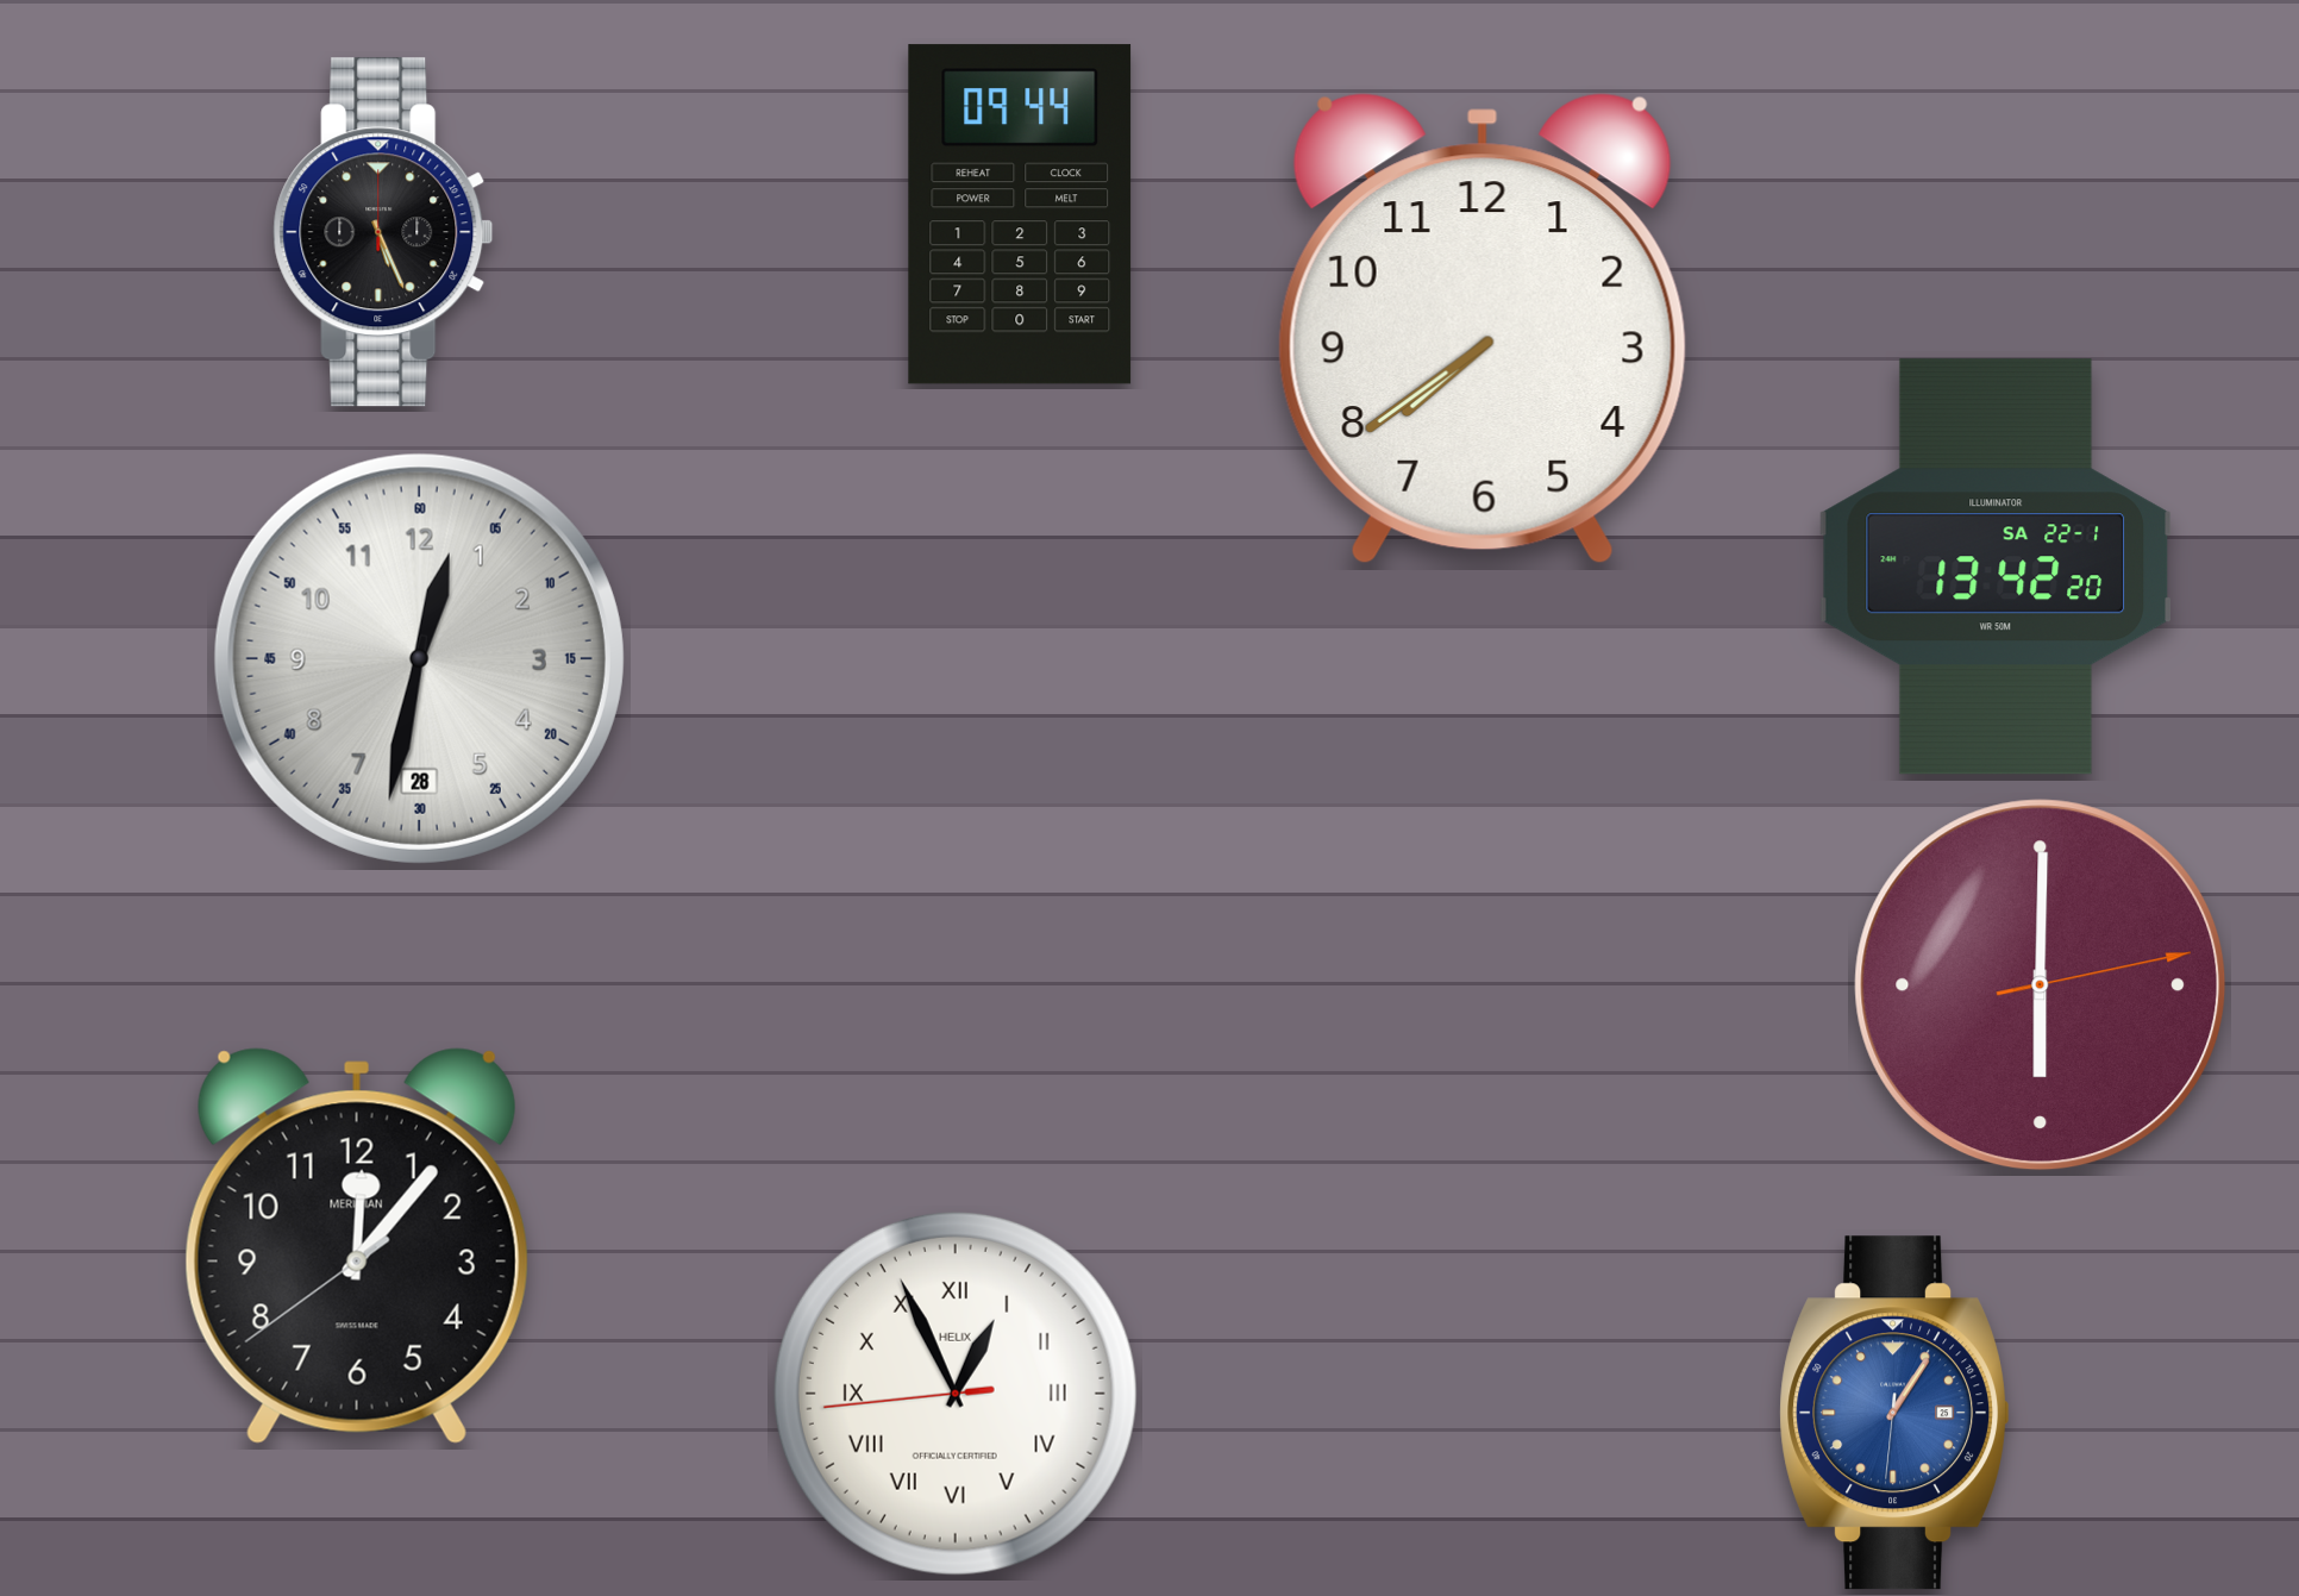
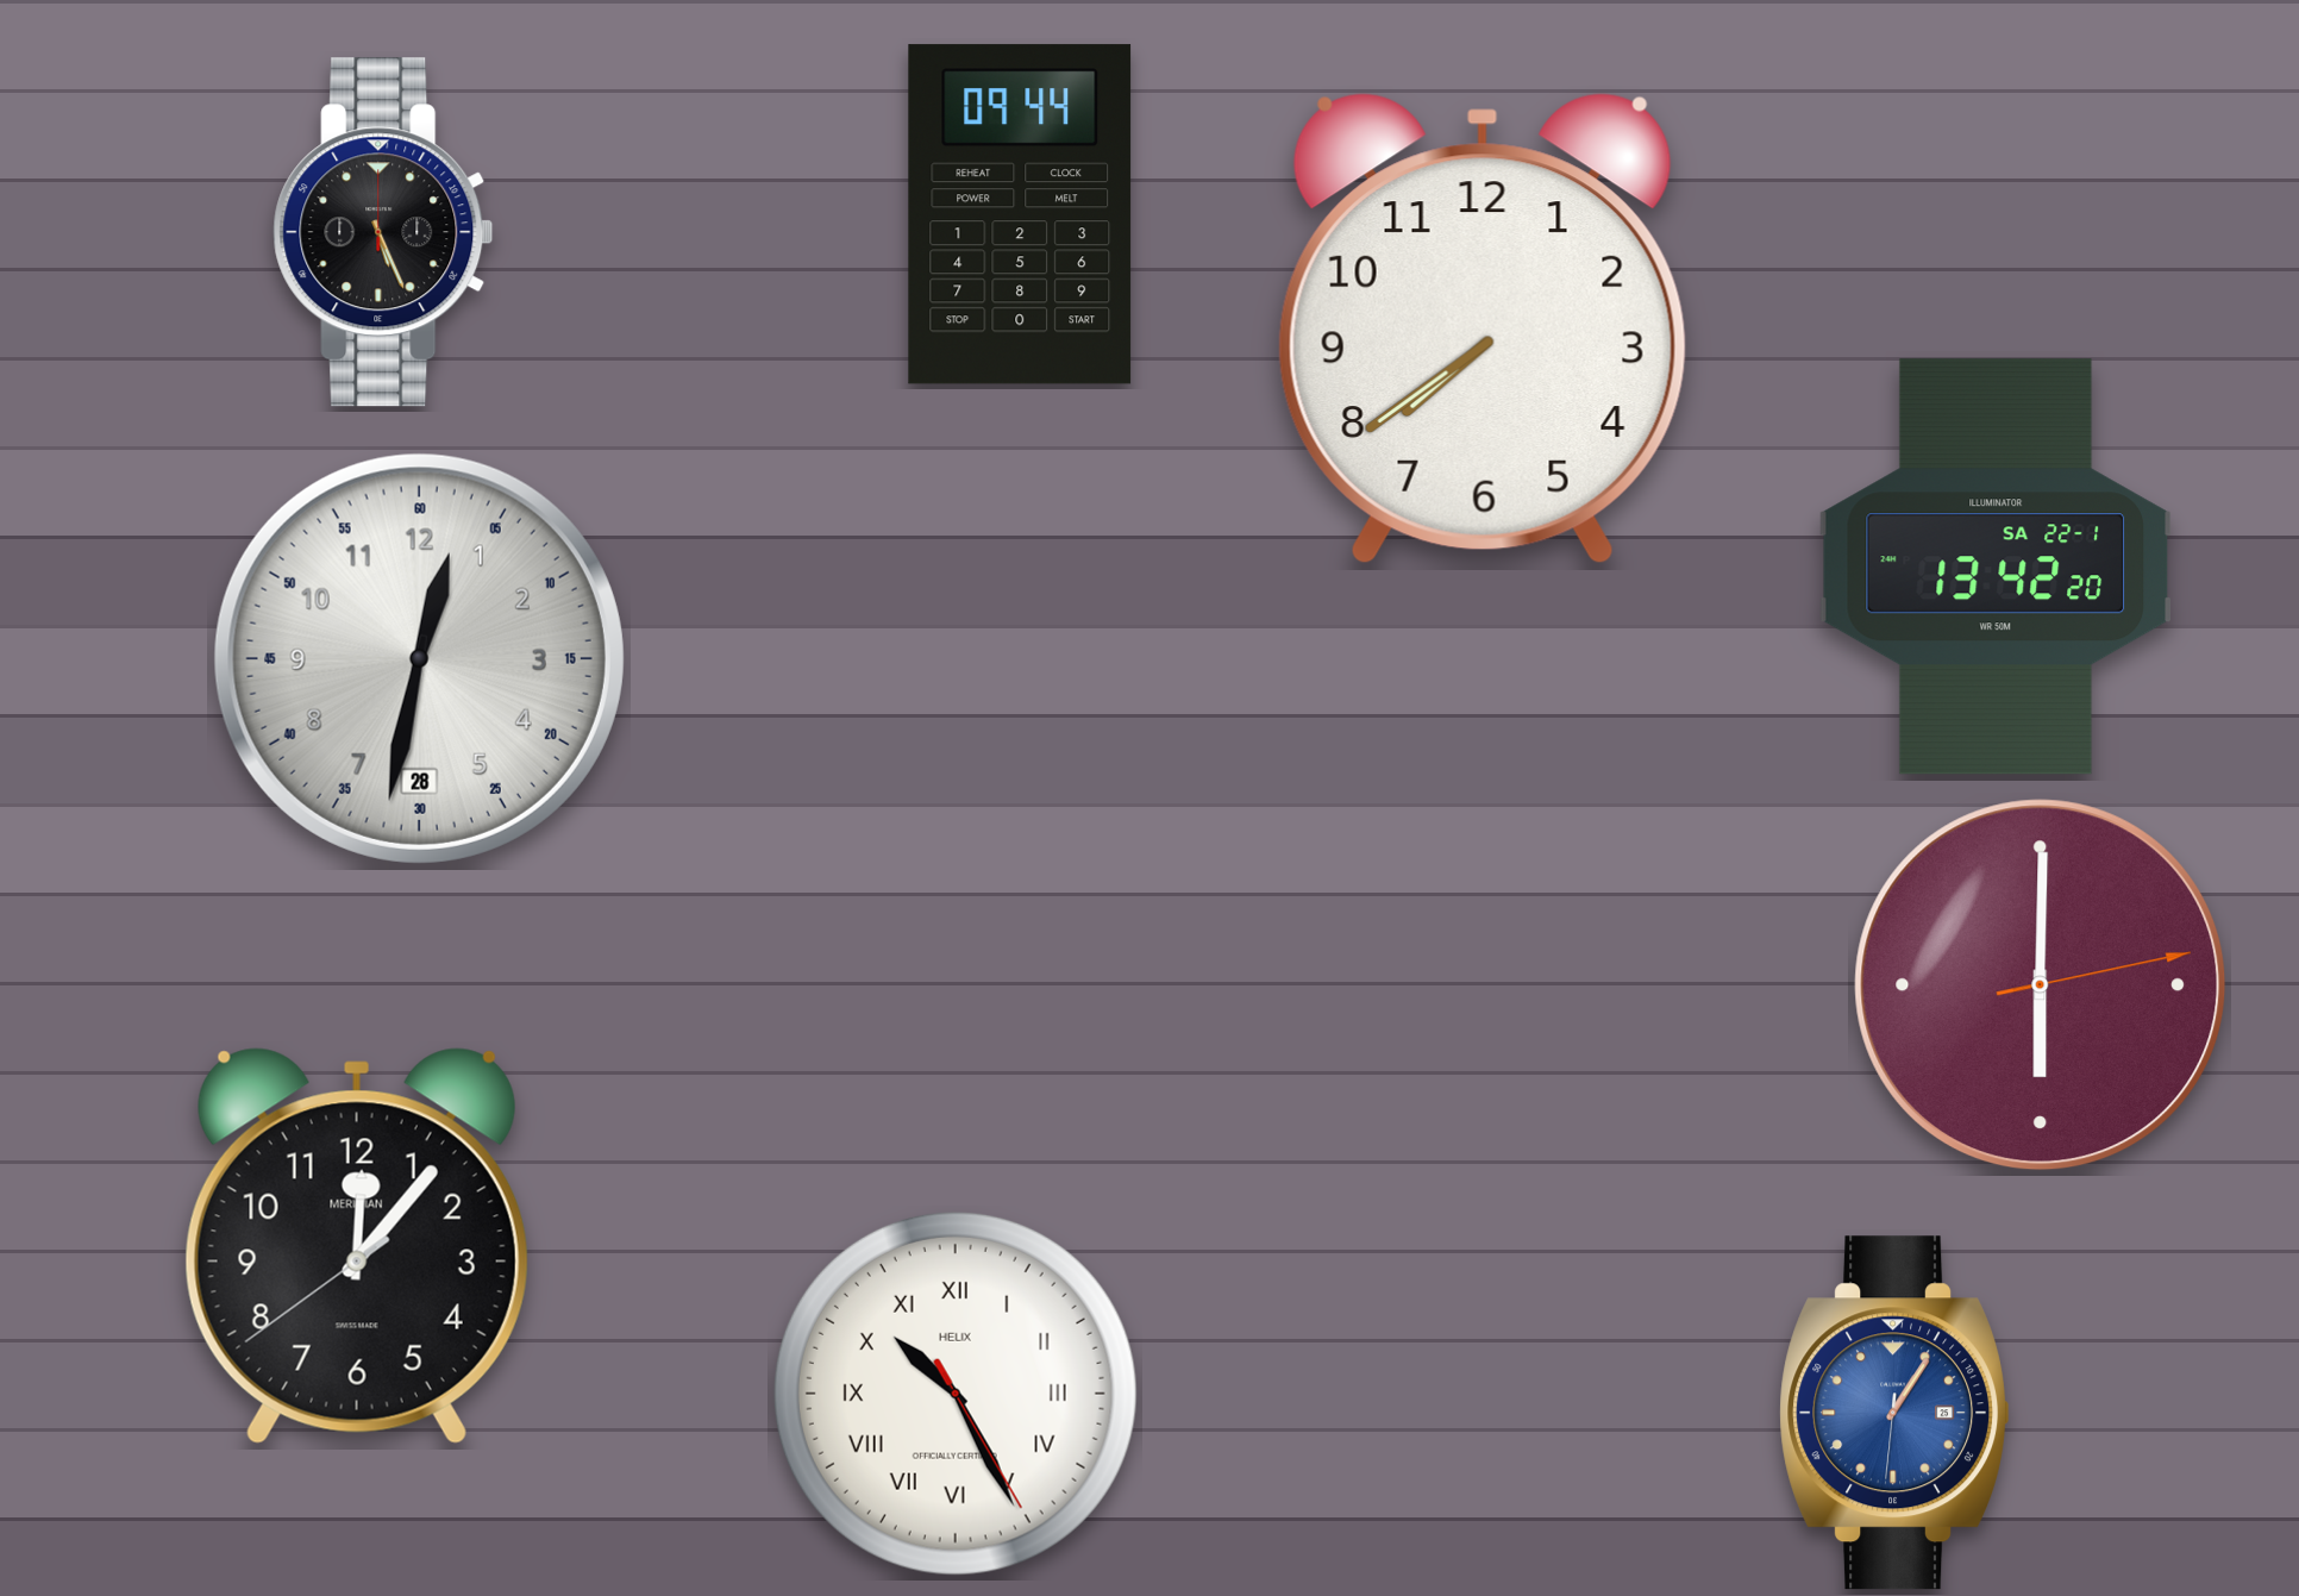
clock at (956, 1394): 12:55 -> 10:25
